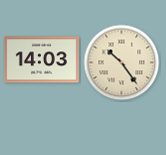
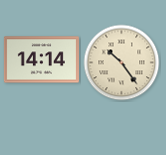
clock at (41, 60): 14:03 -> 14:14
